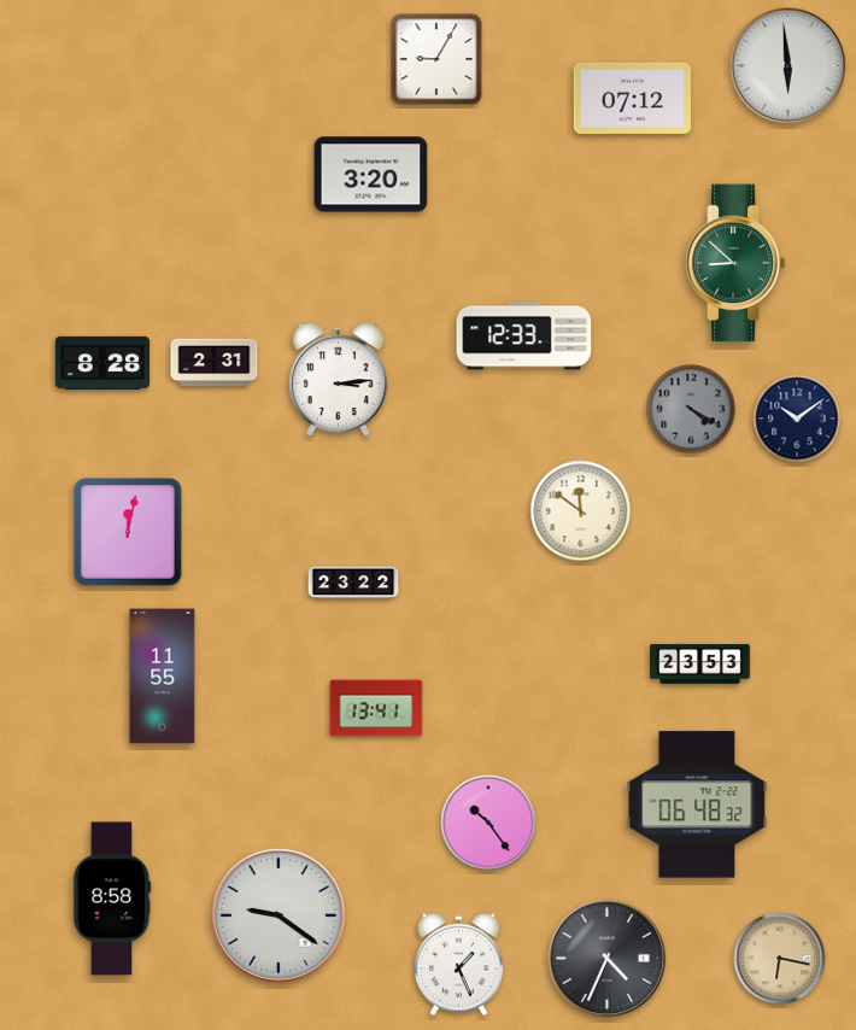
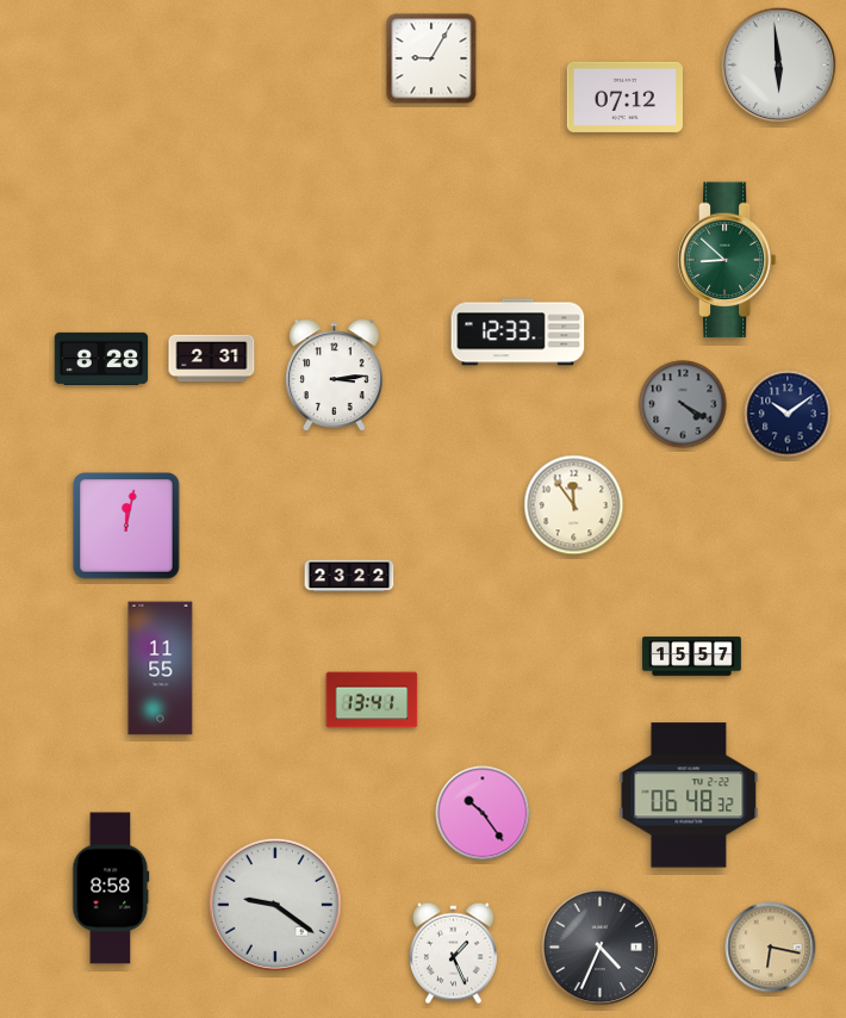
clock at (371, 175): 3:20 -> none
clock at (581, 511): 11:51 -> 11:54
clock at (700, 665): 23:53 -> 15:57
